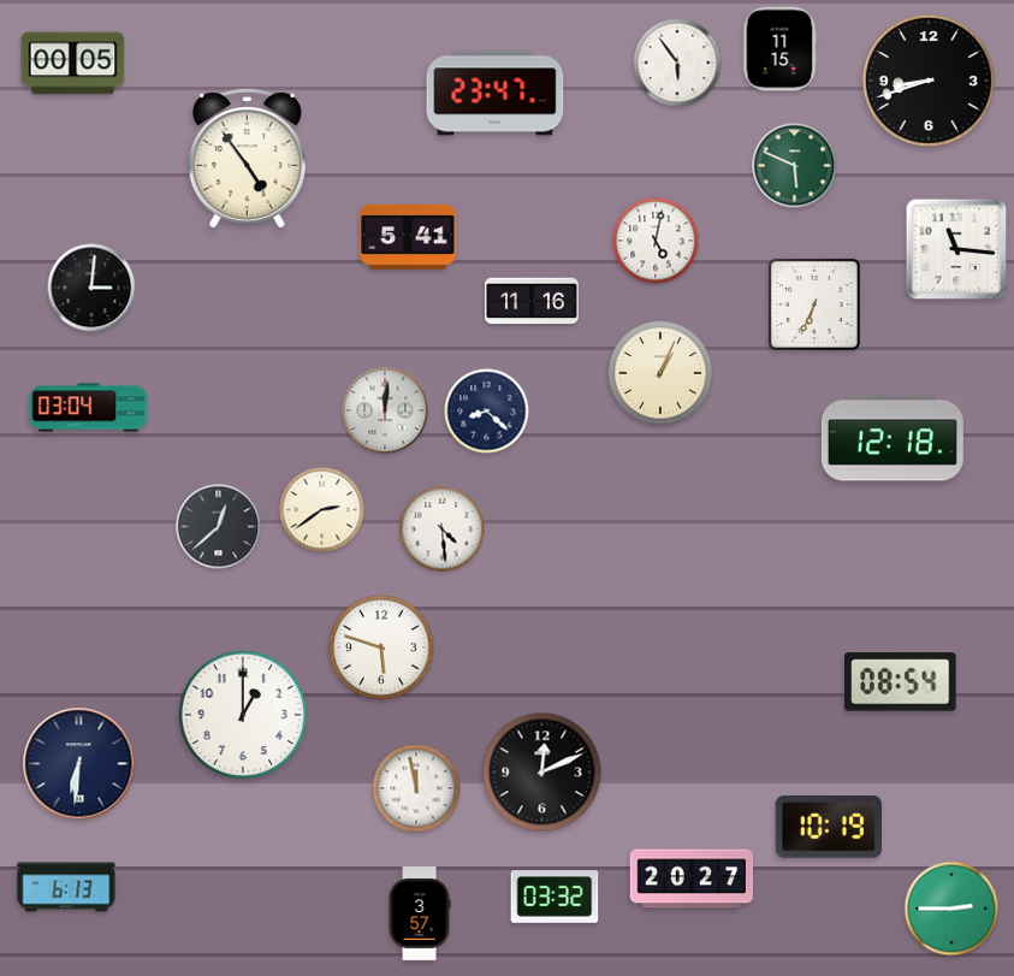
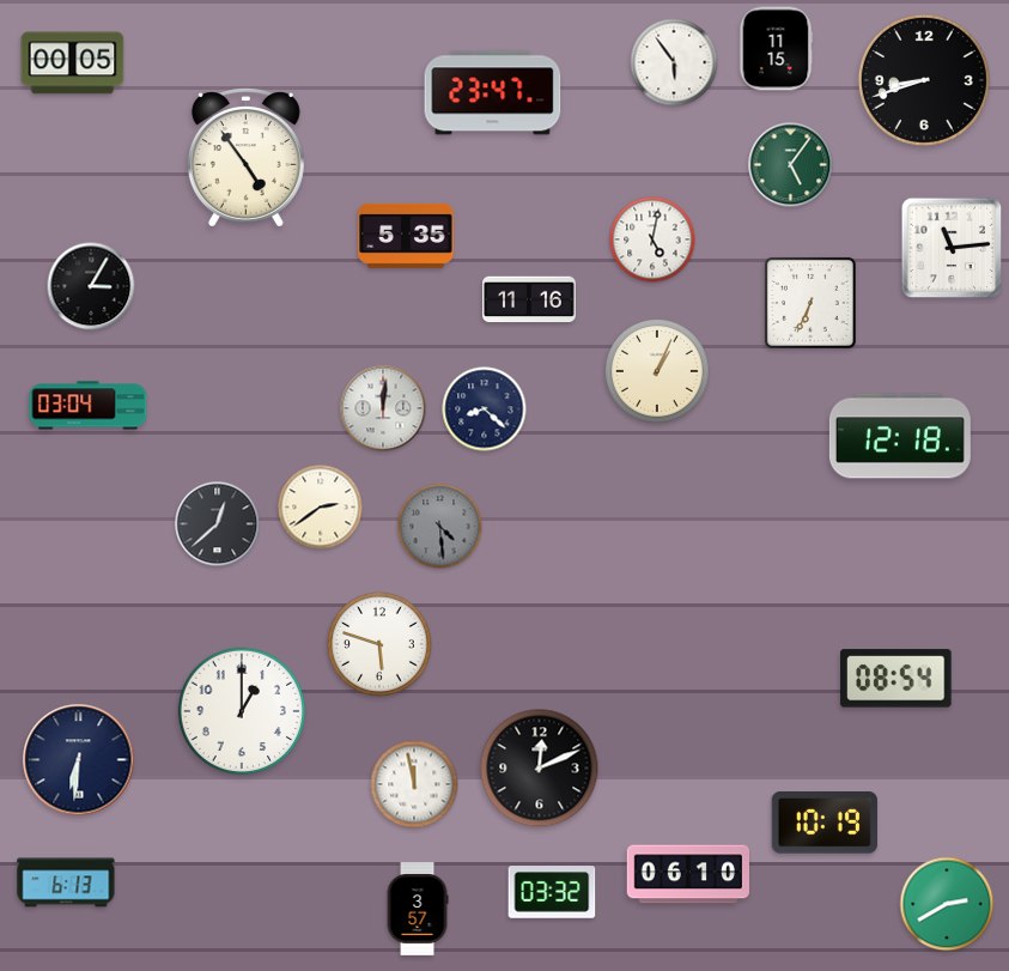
clock at (795, 166): 5:49 -> 5:06
clock at (408, 237): 5:41 -> 5:35
clock at (956, 249): 11:16 -> 11:14
clock at (91, 288): 3:01 -> 3:05
clock at (893, 438) position: (893, 438) -> (900, 436)
clock at (443, 530) dial: white -> grey
clock at (690, 879): 20:27 -> 06:10
clock at (951, 909): 2:45 -> 2:40
